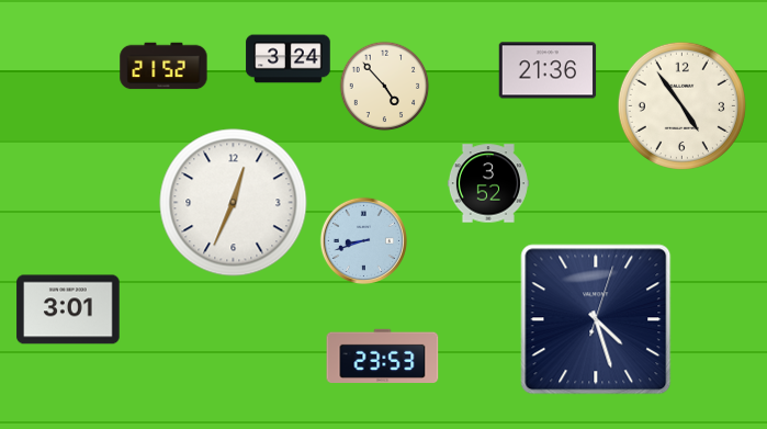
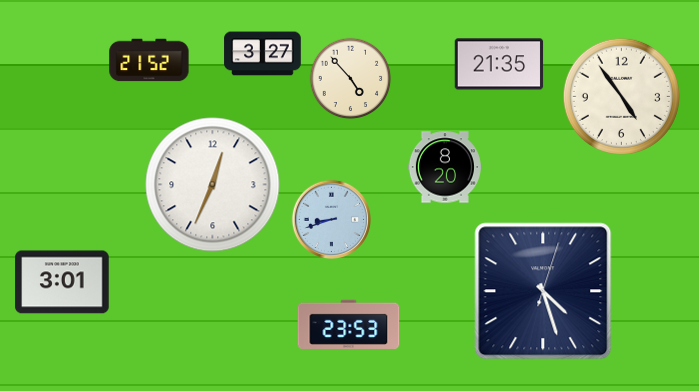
clock at (289, 59): 3:24 -> 3:27
clock at (548, 70): 21:36 -> 21:35
clock at (488, 183): 3:52 -> 8:20
